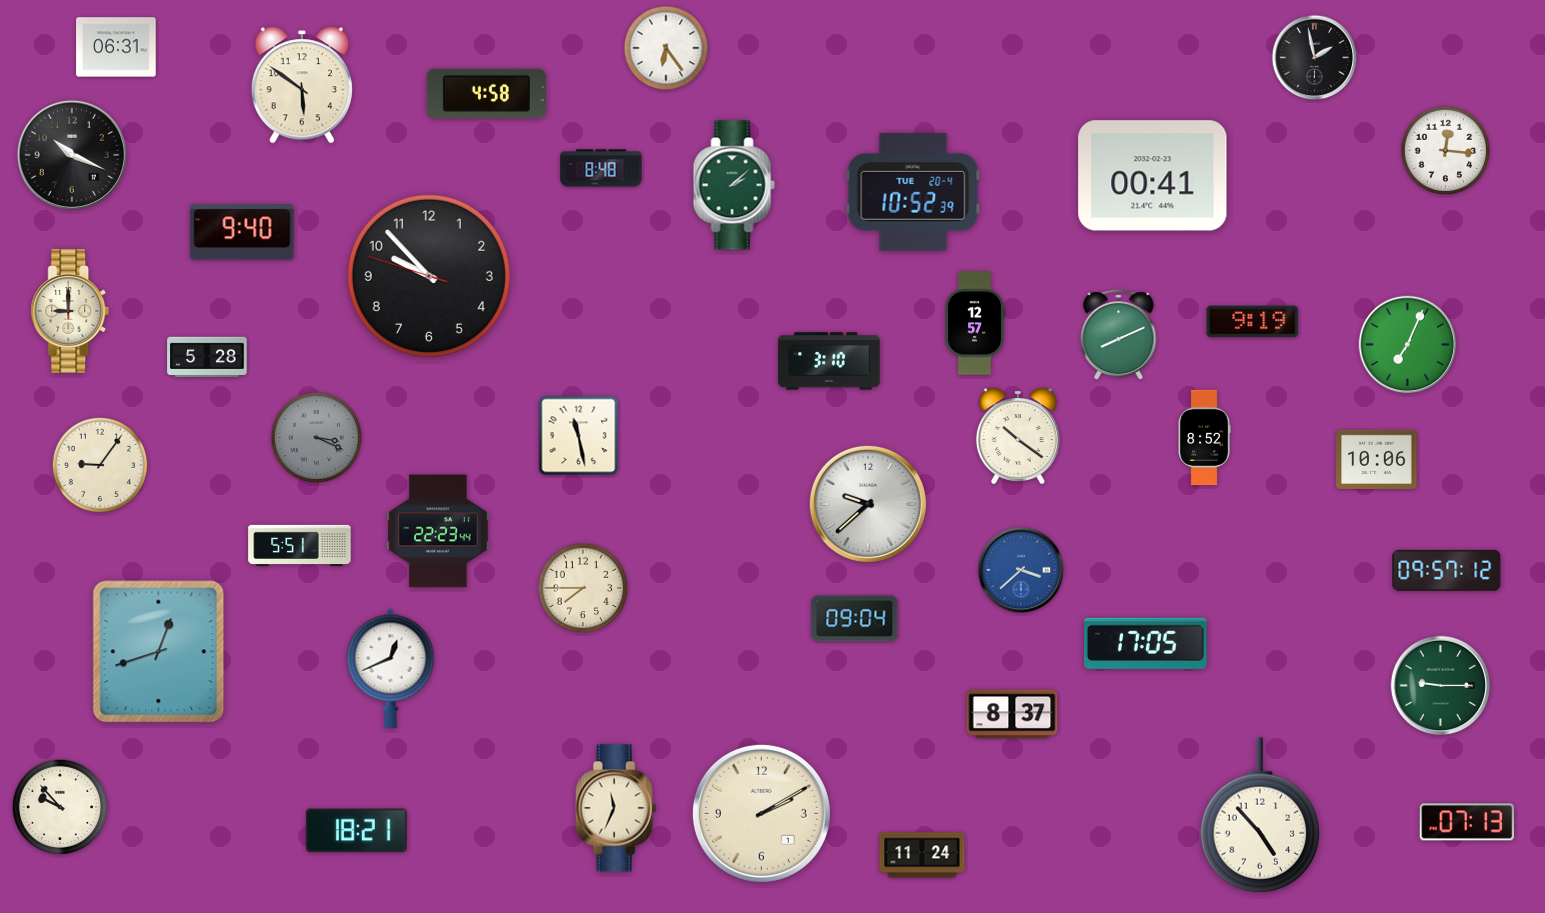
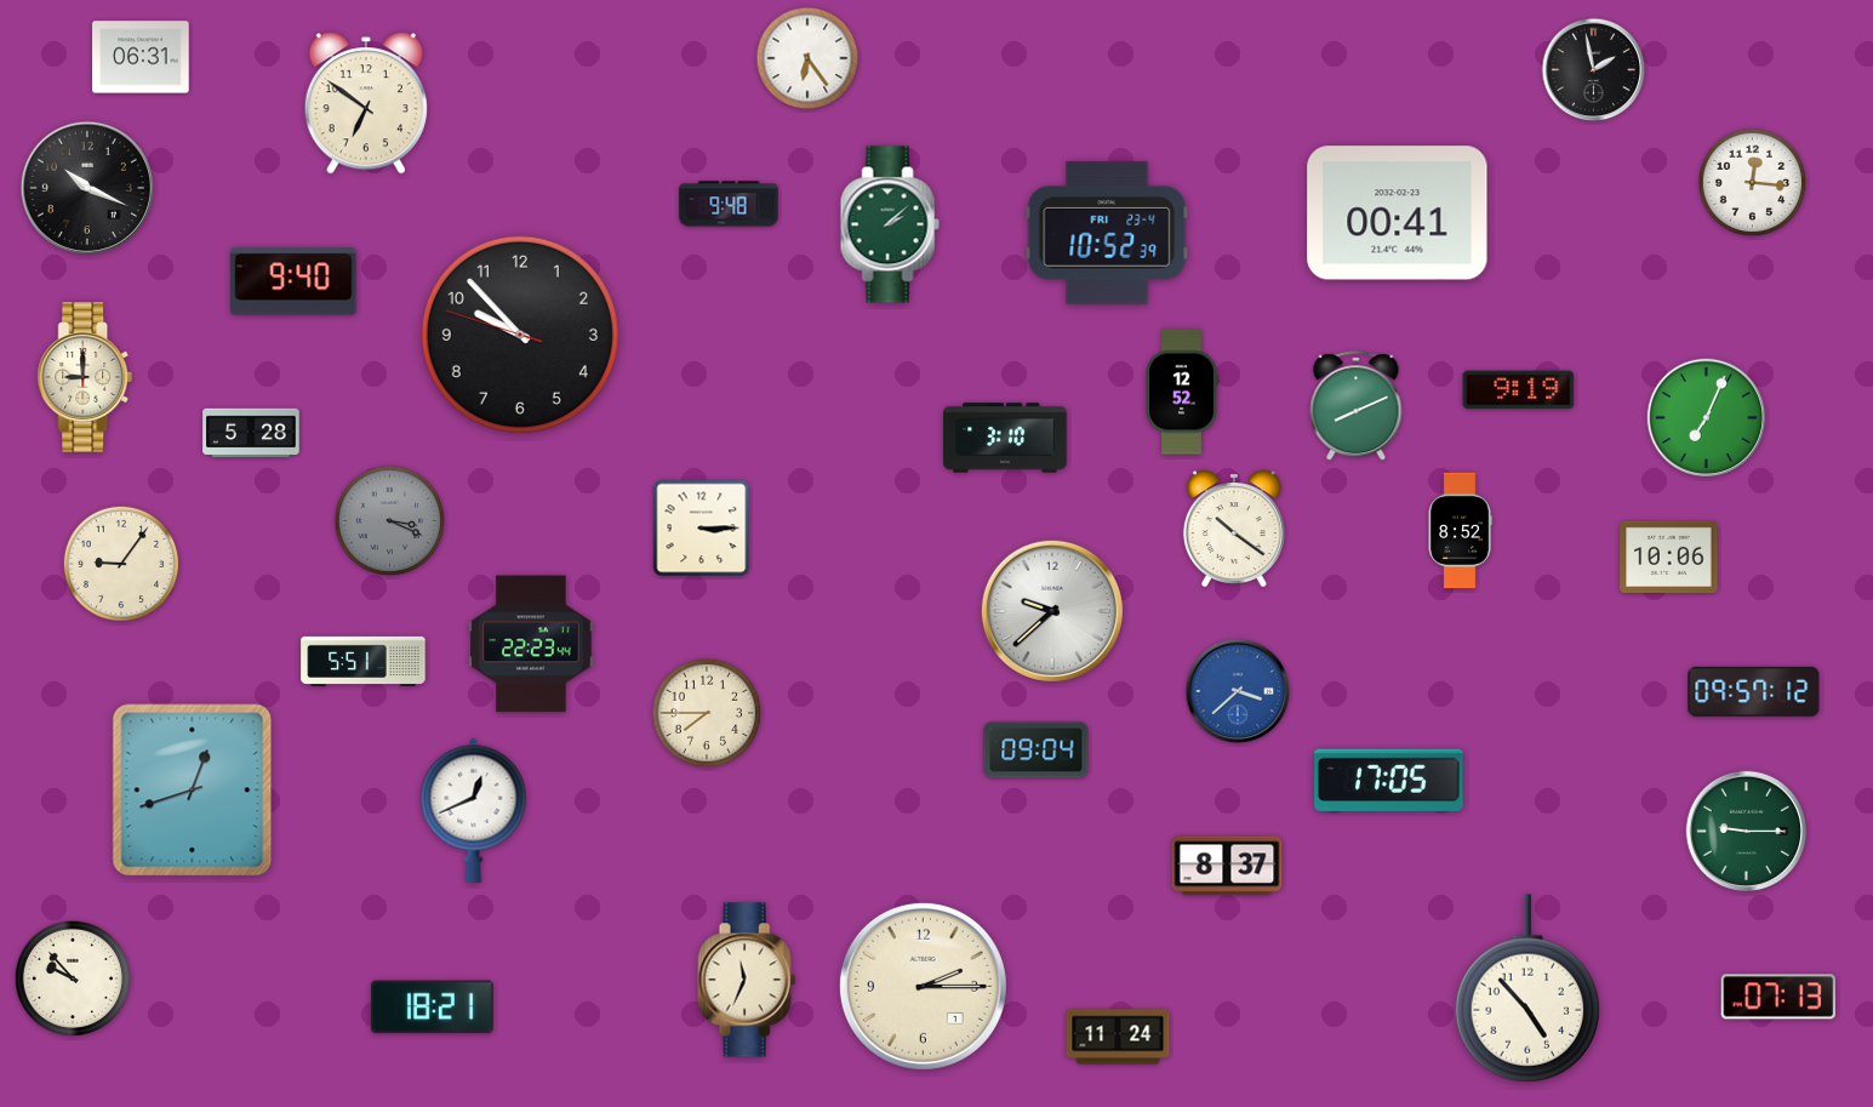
clock at (302, 85): 5:51 -> 6:51
clock at (486, 94): 4:58 -> none
clock at (601, 168): 8:48 -> 9:48
clock at (913, 192) date: TUE 20-4 -> FRI 23-4
clock at (975, 323): 12:57 -> 12:52
clock at (579, 436): 11:28 -> 3:15
clock at (317, 438) position: (317, 438) -> (390, 521)
clock at (761, 813): 2:10 -> 2:15
